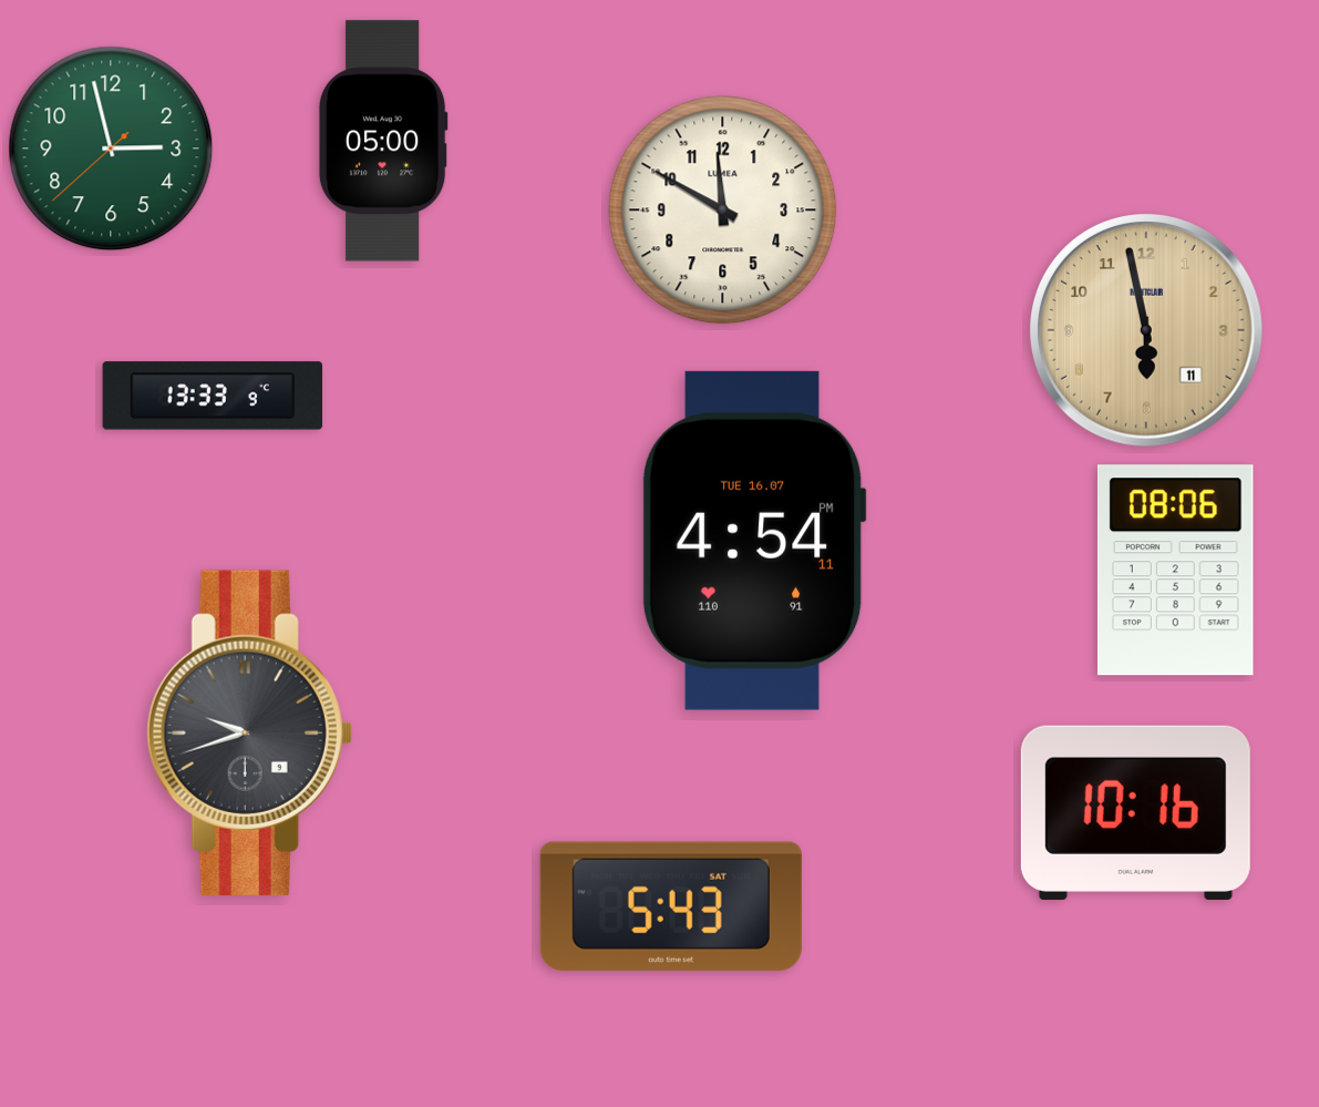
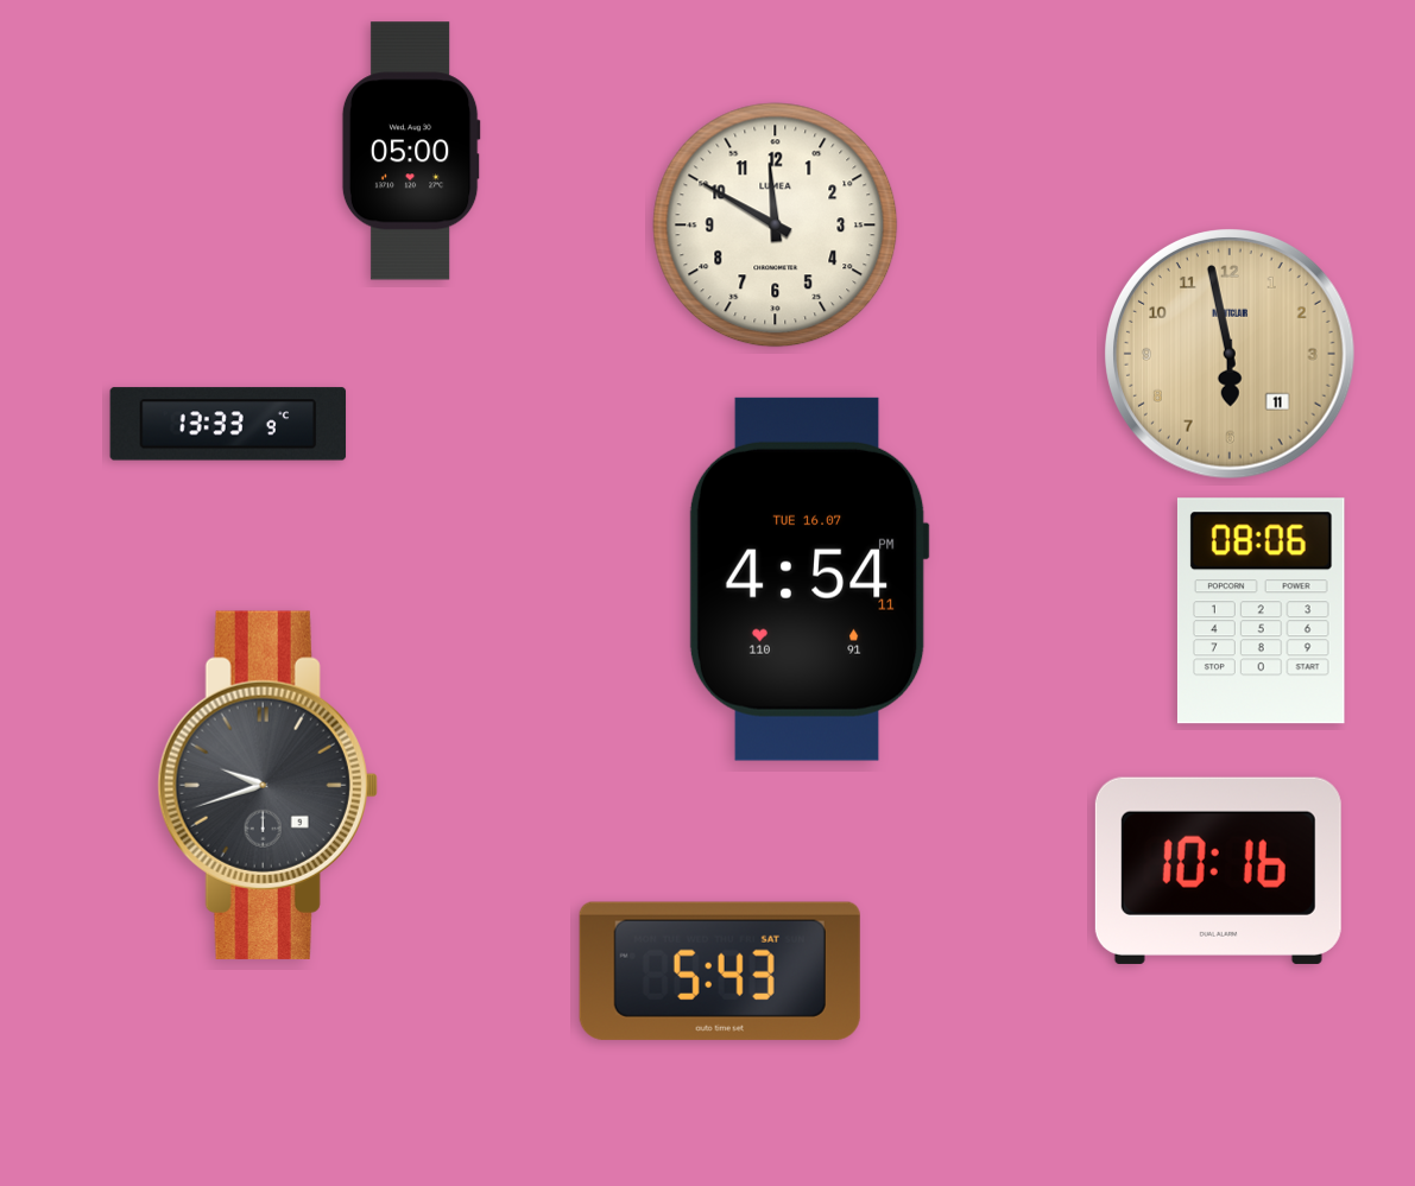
clock at (111, 148): 2:57 -> none
